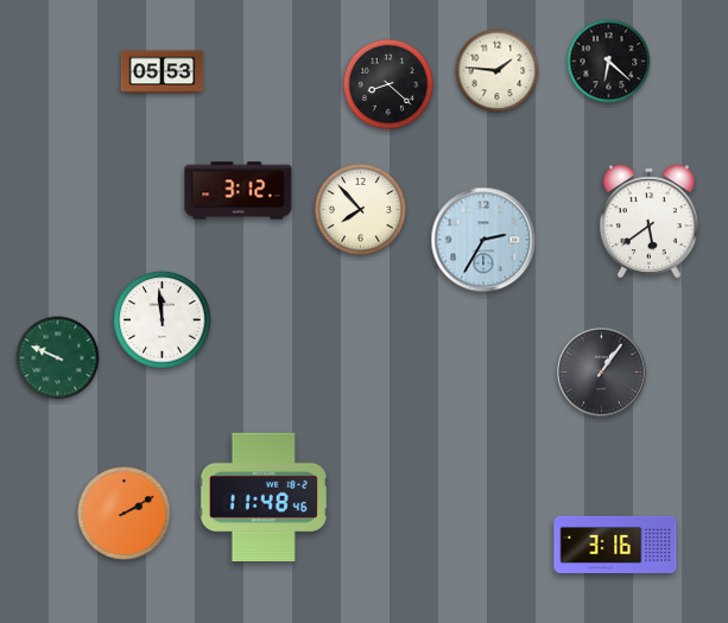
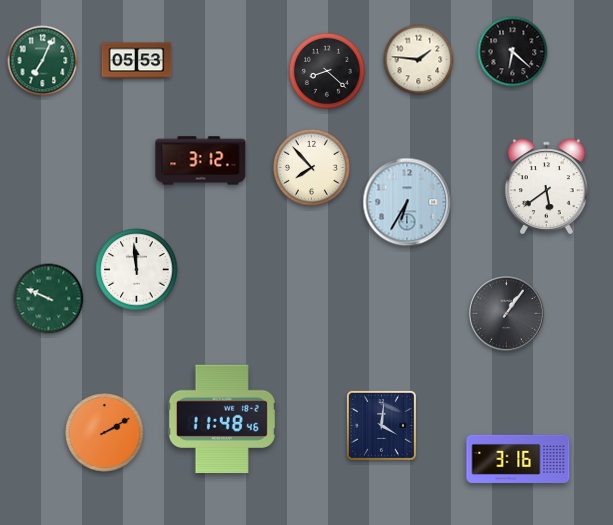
clock at (43, 61): none -> 7:04
clock at (360, 209) position: (360, 209) -> (311, 167)
clock at (483, 240): 2:35 -> 6:35
clock at (58, 358) position: (58, 358) -> (49, 299)
clock at (381, 425): none -> 4:01
